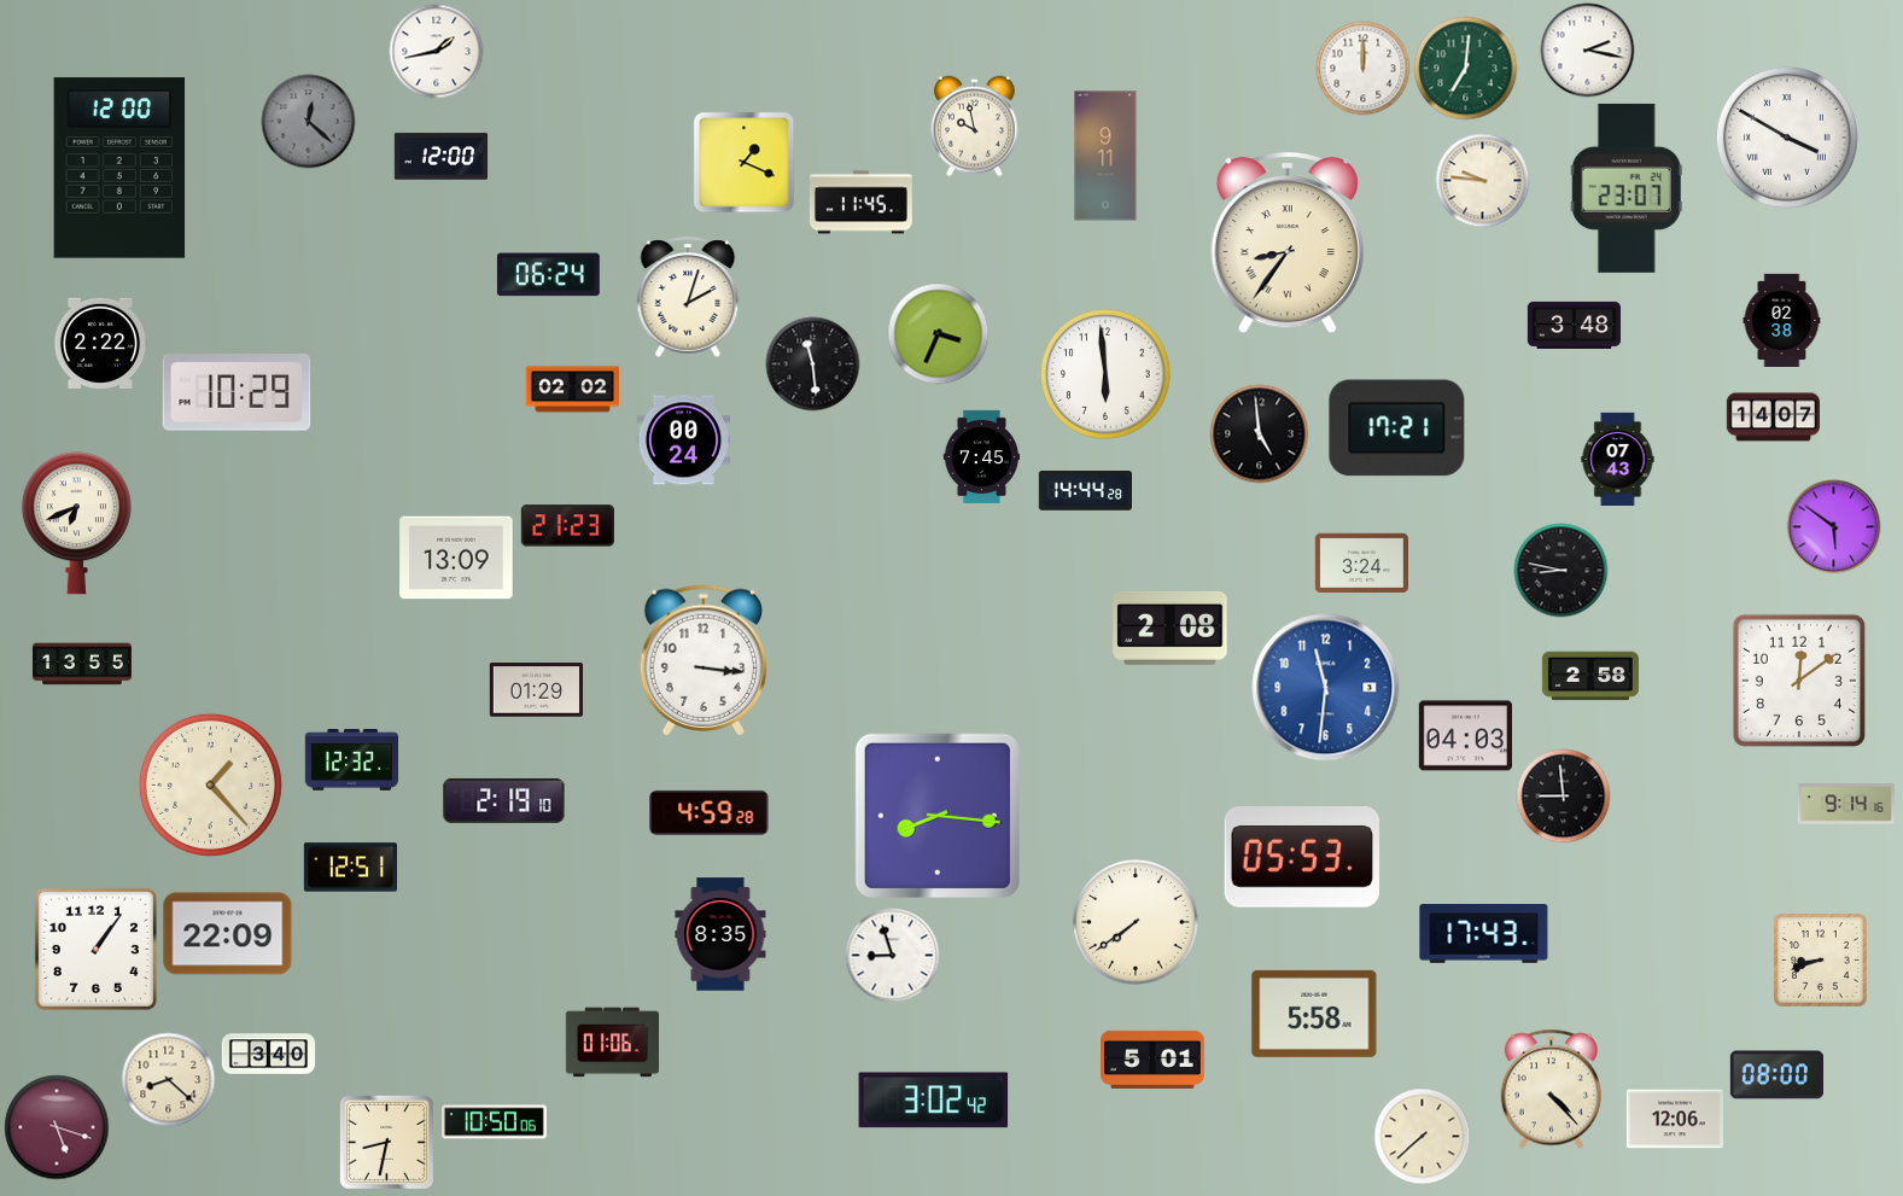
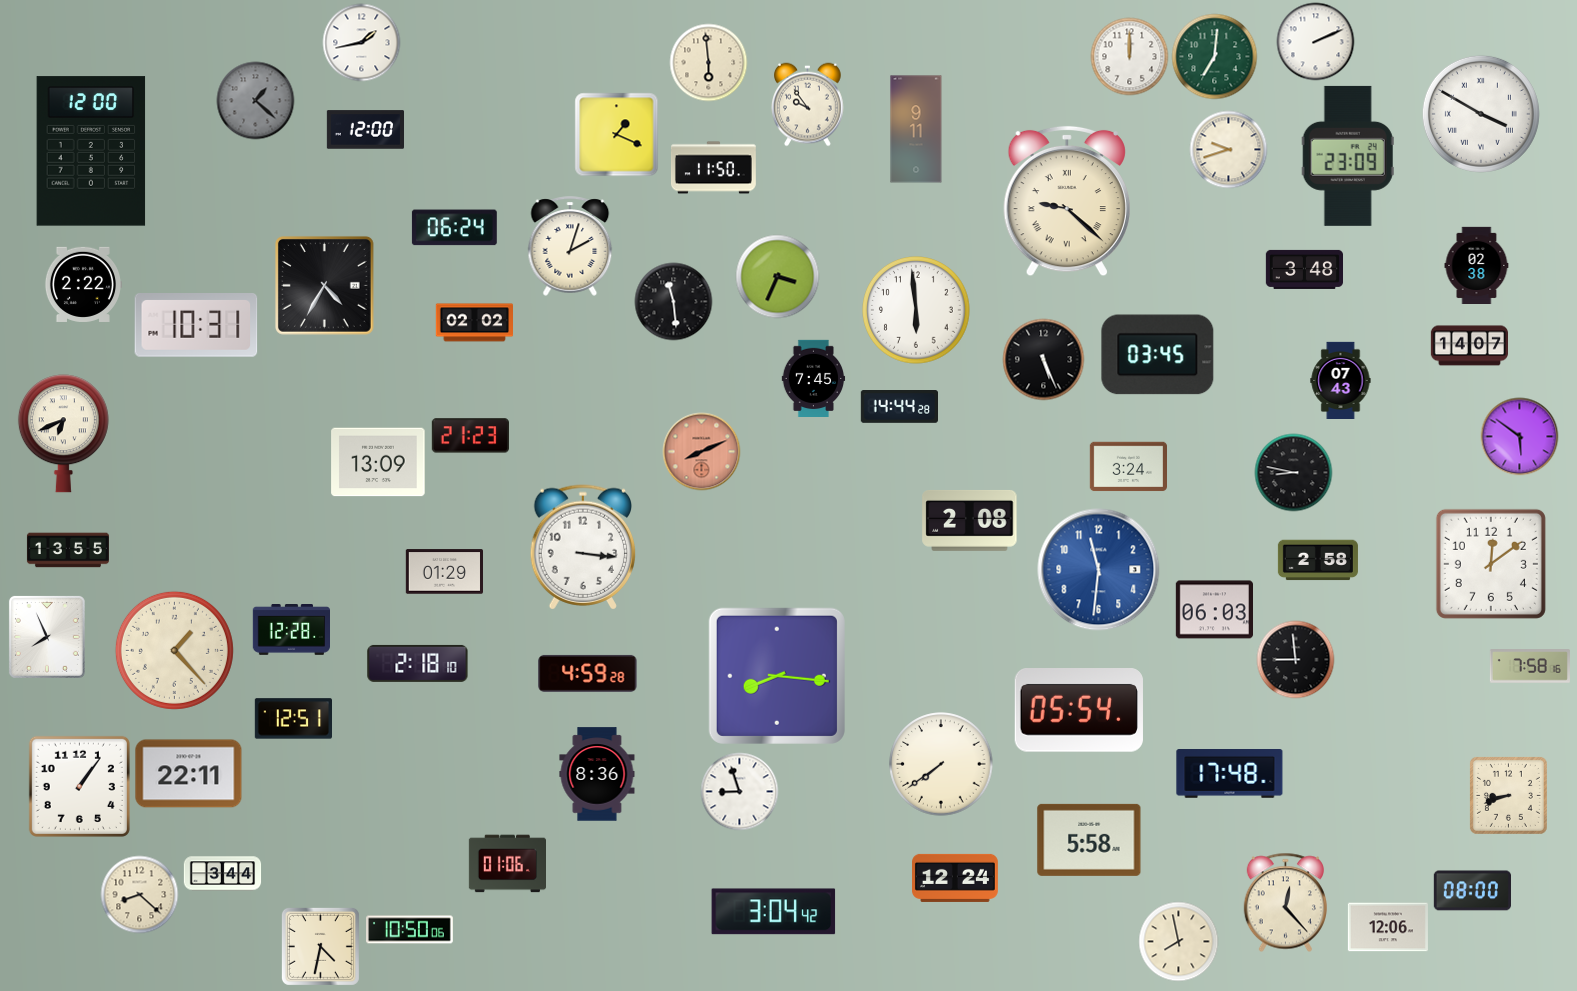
clock at (1587, 49): 2:17 -> 2:11
clock at (708, 62): none -> 5:59
clock at (308, 121): 12:22 -> 1:22
clock at (975, 126): 9:58 -> 9:54
clock at (119, 168) position: (119, 168) -> (91, 151)
clock at (1482, 180): 9:46 -> 9:42
clock at (1627, 188): 23:07 -> 23:09
clock at (860, 203): 11:45 -> 11:50
clock at (1288, 243): 8:36 -> 9:22
clock at (324, 285): none -> 4:35
clock at (237, 393): 10:29 -> 10:31
clock at (1397, 428): 17:21 -> 03:45
clock at (1259, 433): 4:59 -> 5:26
clock at (683, 441): 00:24 -> none
clock at (701, 451): none -> 8:11
clock at (1465, 736): 04:03 -> 06:03
clock at (351, 760): 12:32 -> 12:28
clock at (47, 637): none -> 7:56
clock at (504, 800): 2:19 -> 2:18
clock at (1846, 804): 9:14 -> 7:58
clock at (1301, 858): 05:53 -> 05:54
clock at (350, 868) position: (350, 868) -> (293, 719)
clock at (228, 934): 22:09 -> 22:11
clock at (720, 934): 8:35 -> 8:36
clock at (1484, 934): 17:43 -> 17:48
clock at (268, 1055): 3:40 -> 3:44
clock at (1154, 1060): 5:01 -> 12:24
clock at (1551, 1089): 4:23 -> 12:23
clock at (934, 1101): 3:02 -> 3:04
clock at (57, 1127): 5:18 -> none
clock at (1422, 1136): 7:38 -> 7:58
clock at (386, 1142): 8:32 -> 4:32
